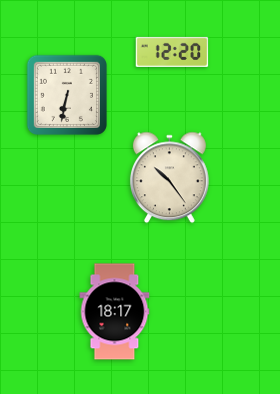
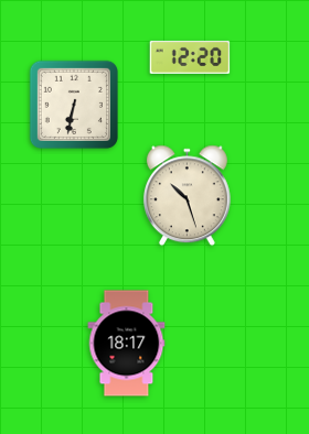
clock at (169, 178): 10:24 -> 10:27
